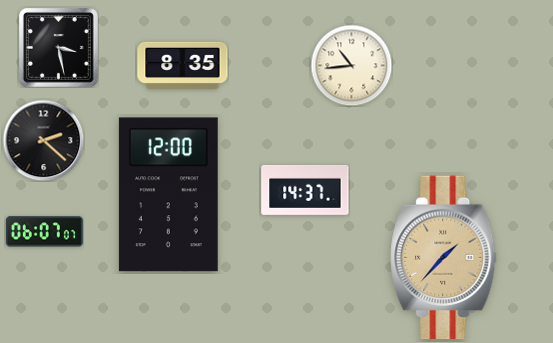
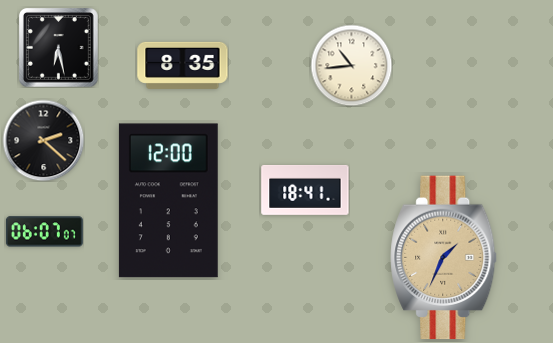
clock at (59, 48): 3:28 -> 6:28
clock at (305, 190): 14:37 -> 18:41
clock at (168, 195) position: (168, 195) -> (168, 201)
clock at (444, 258): 1:37 -> 1:34
